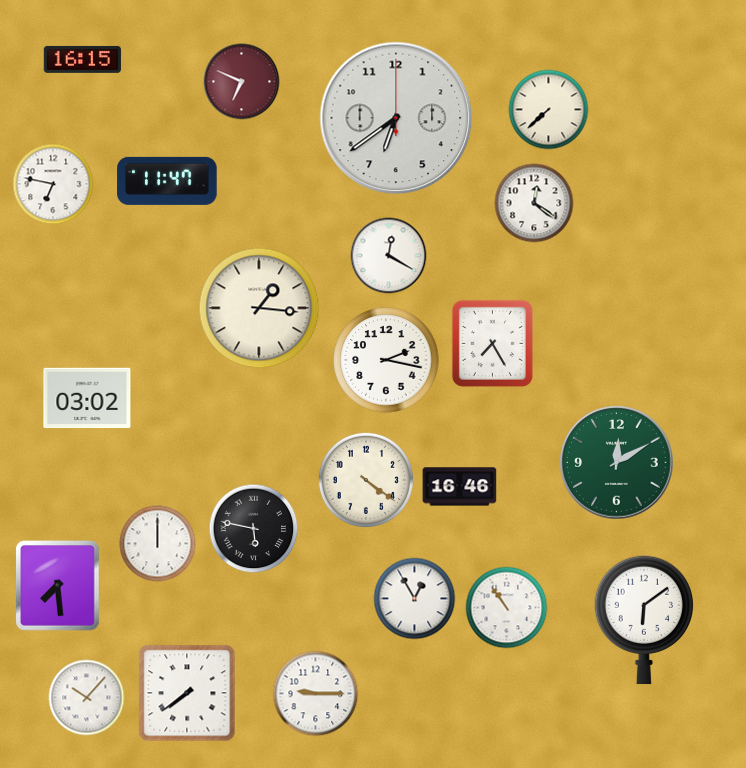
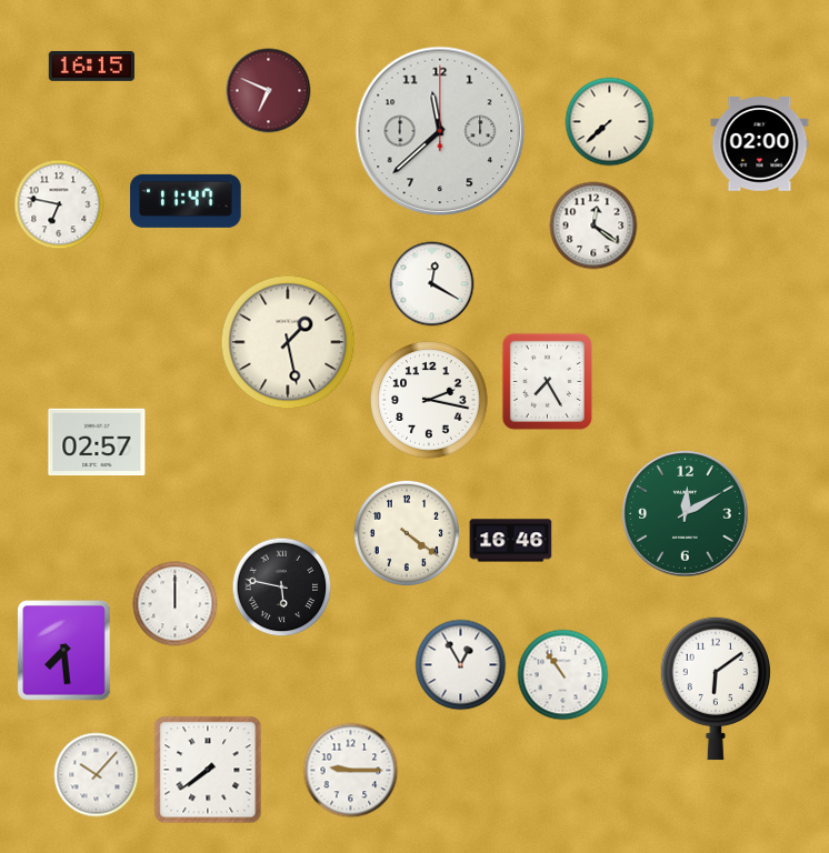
clock at (396, 118): 6:39 -> 11:38
clock at (760, 144): none -> 02:00
clock at (259, 308): 1:16 -> 1:28
clock at (87, 398): 03:02 -> 02:57
